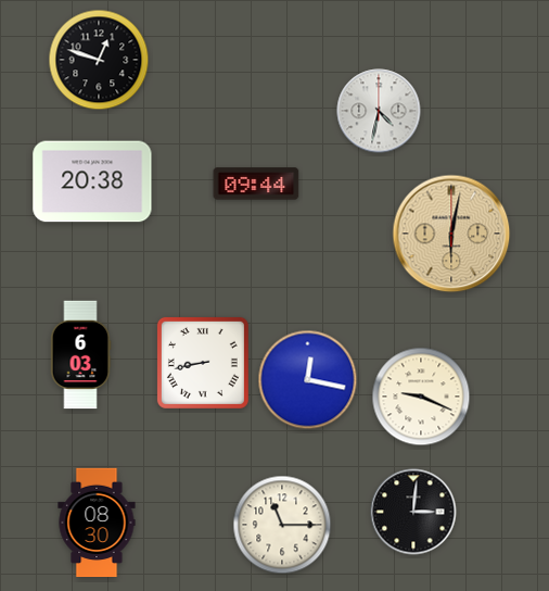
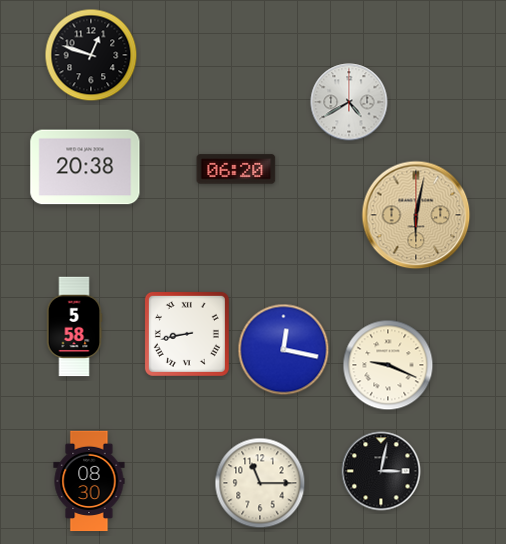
clock at (379, 111): 4:32 -> 4:40
clock at (256, 184): 09:44 -> 06:20
clock at (80, 355): 6:03 -> 5:58
clock at (413, 512): 3:01 -> 3:02
